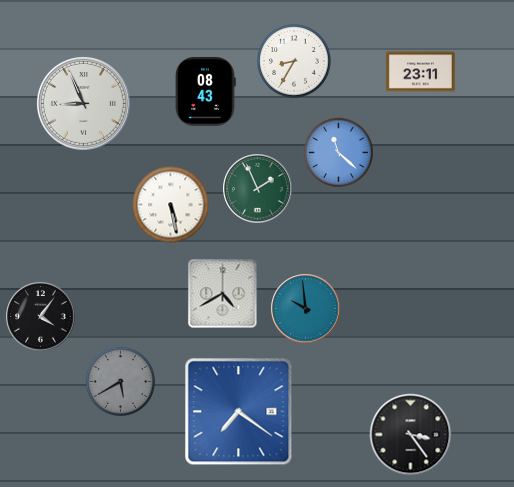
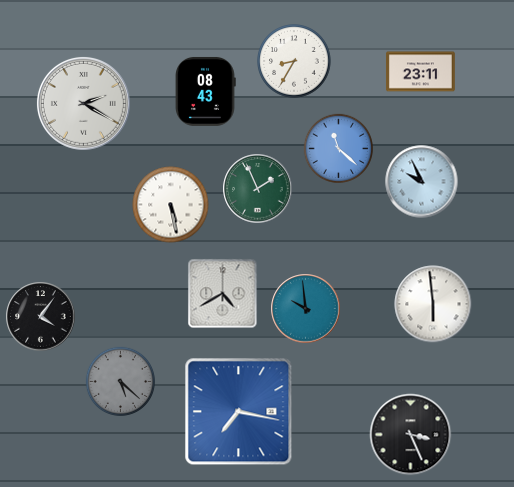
clock at (83, 103): 8:56 -> 2:20
clock at (338, 152) position: (338, 152) -> (338, 148)
clock at (422, 182): none -> 9:56
clock at (433, 304): none -> 5:59
clock at (120, 381): 5:40 -> 5:22
clock at (239, 412): 7:21 -> 7:17
clock at (411, 435): 3:24 -> 3:26
